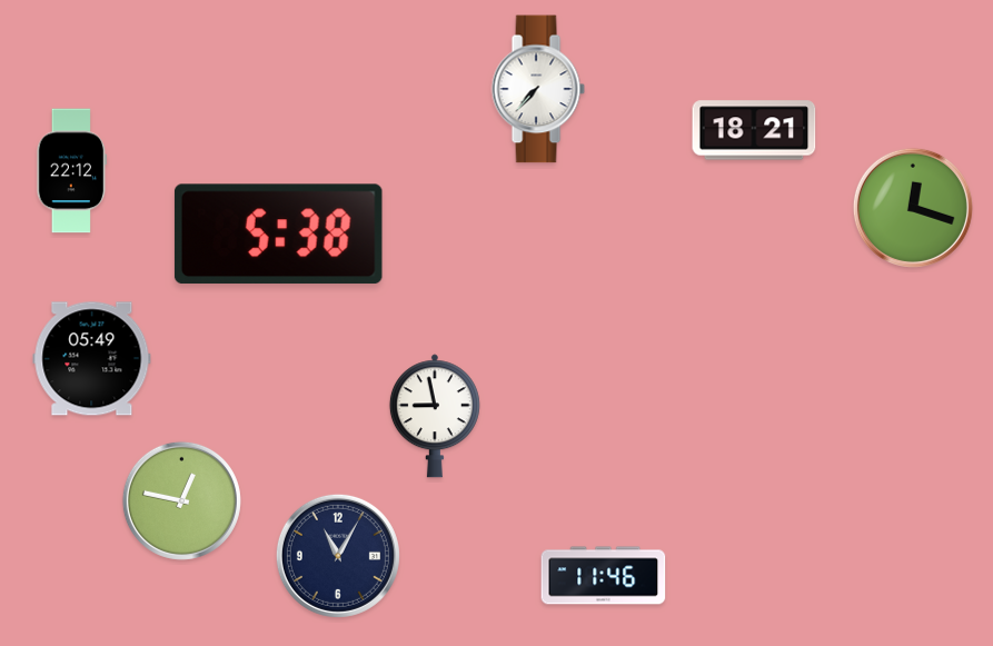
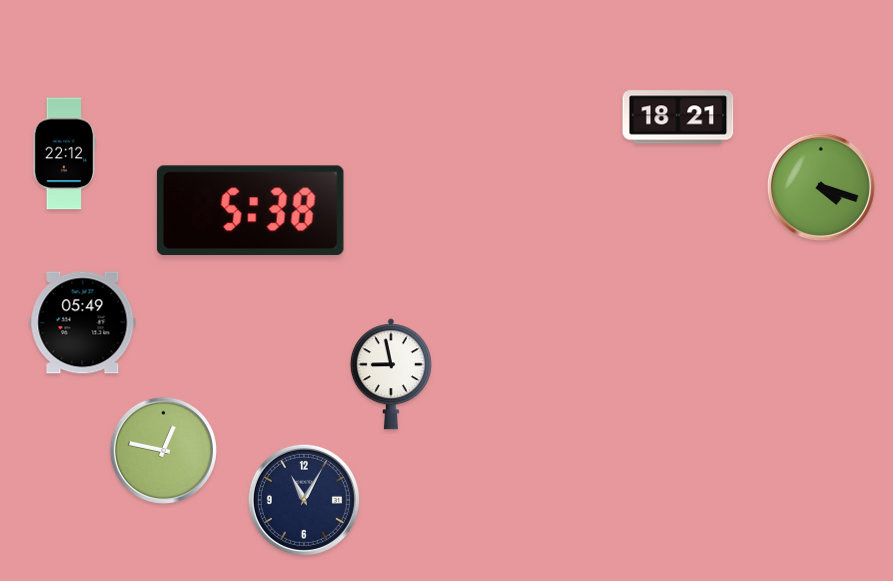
clock at (538, 89): 7:37 -> none
clock at (913, 208): 12:18 -> 4:18
clock at (604, 576): 11:46 -> none
